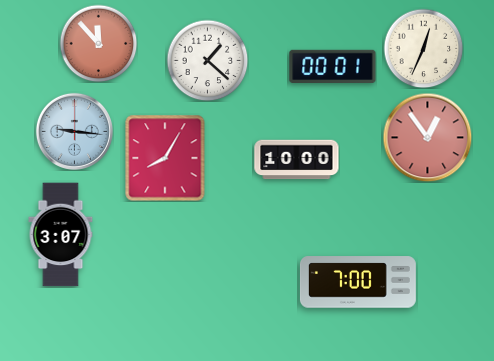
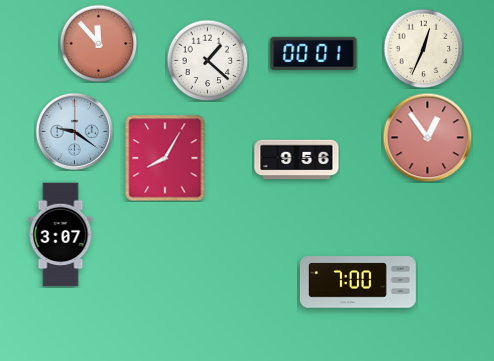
clock at (333, 66) position: (333, 66) -> (314, 53)
clock at (74, 131): 9:16 -> 9:21
clock at (297, 160): 10:00 -> 9:56
